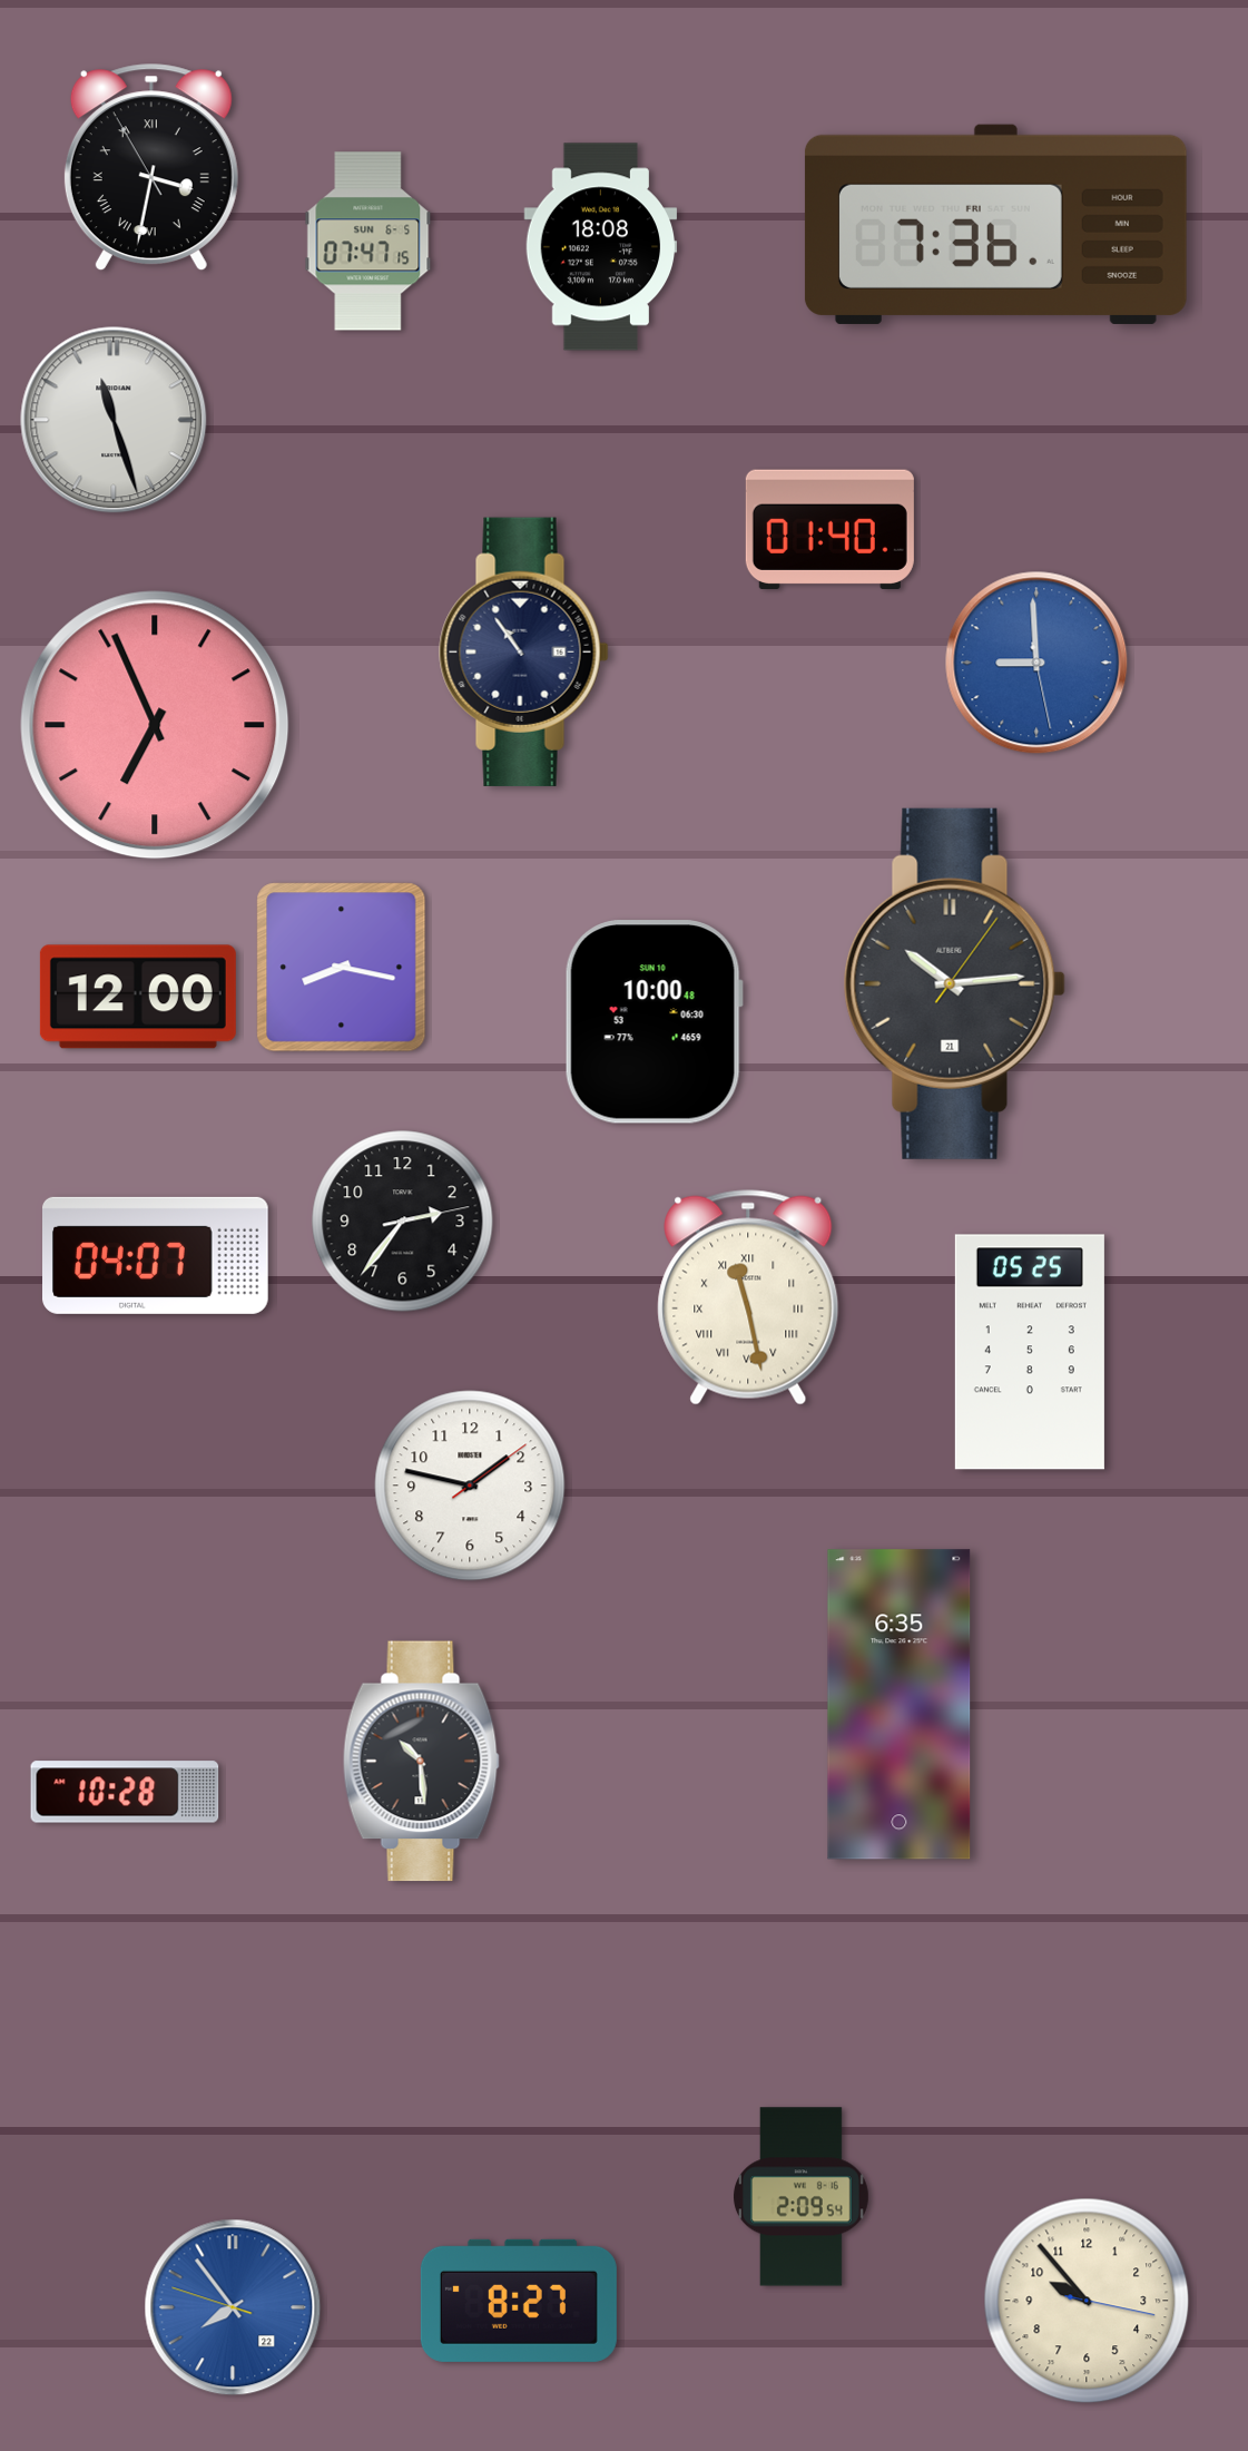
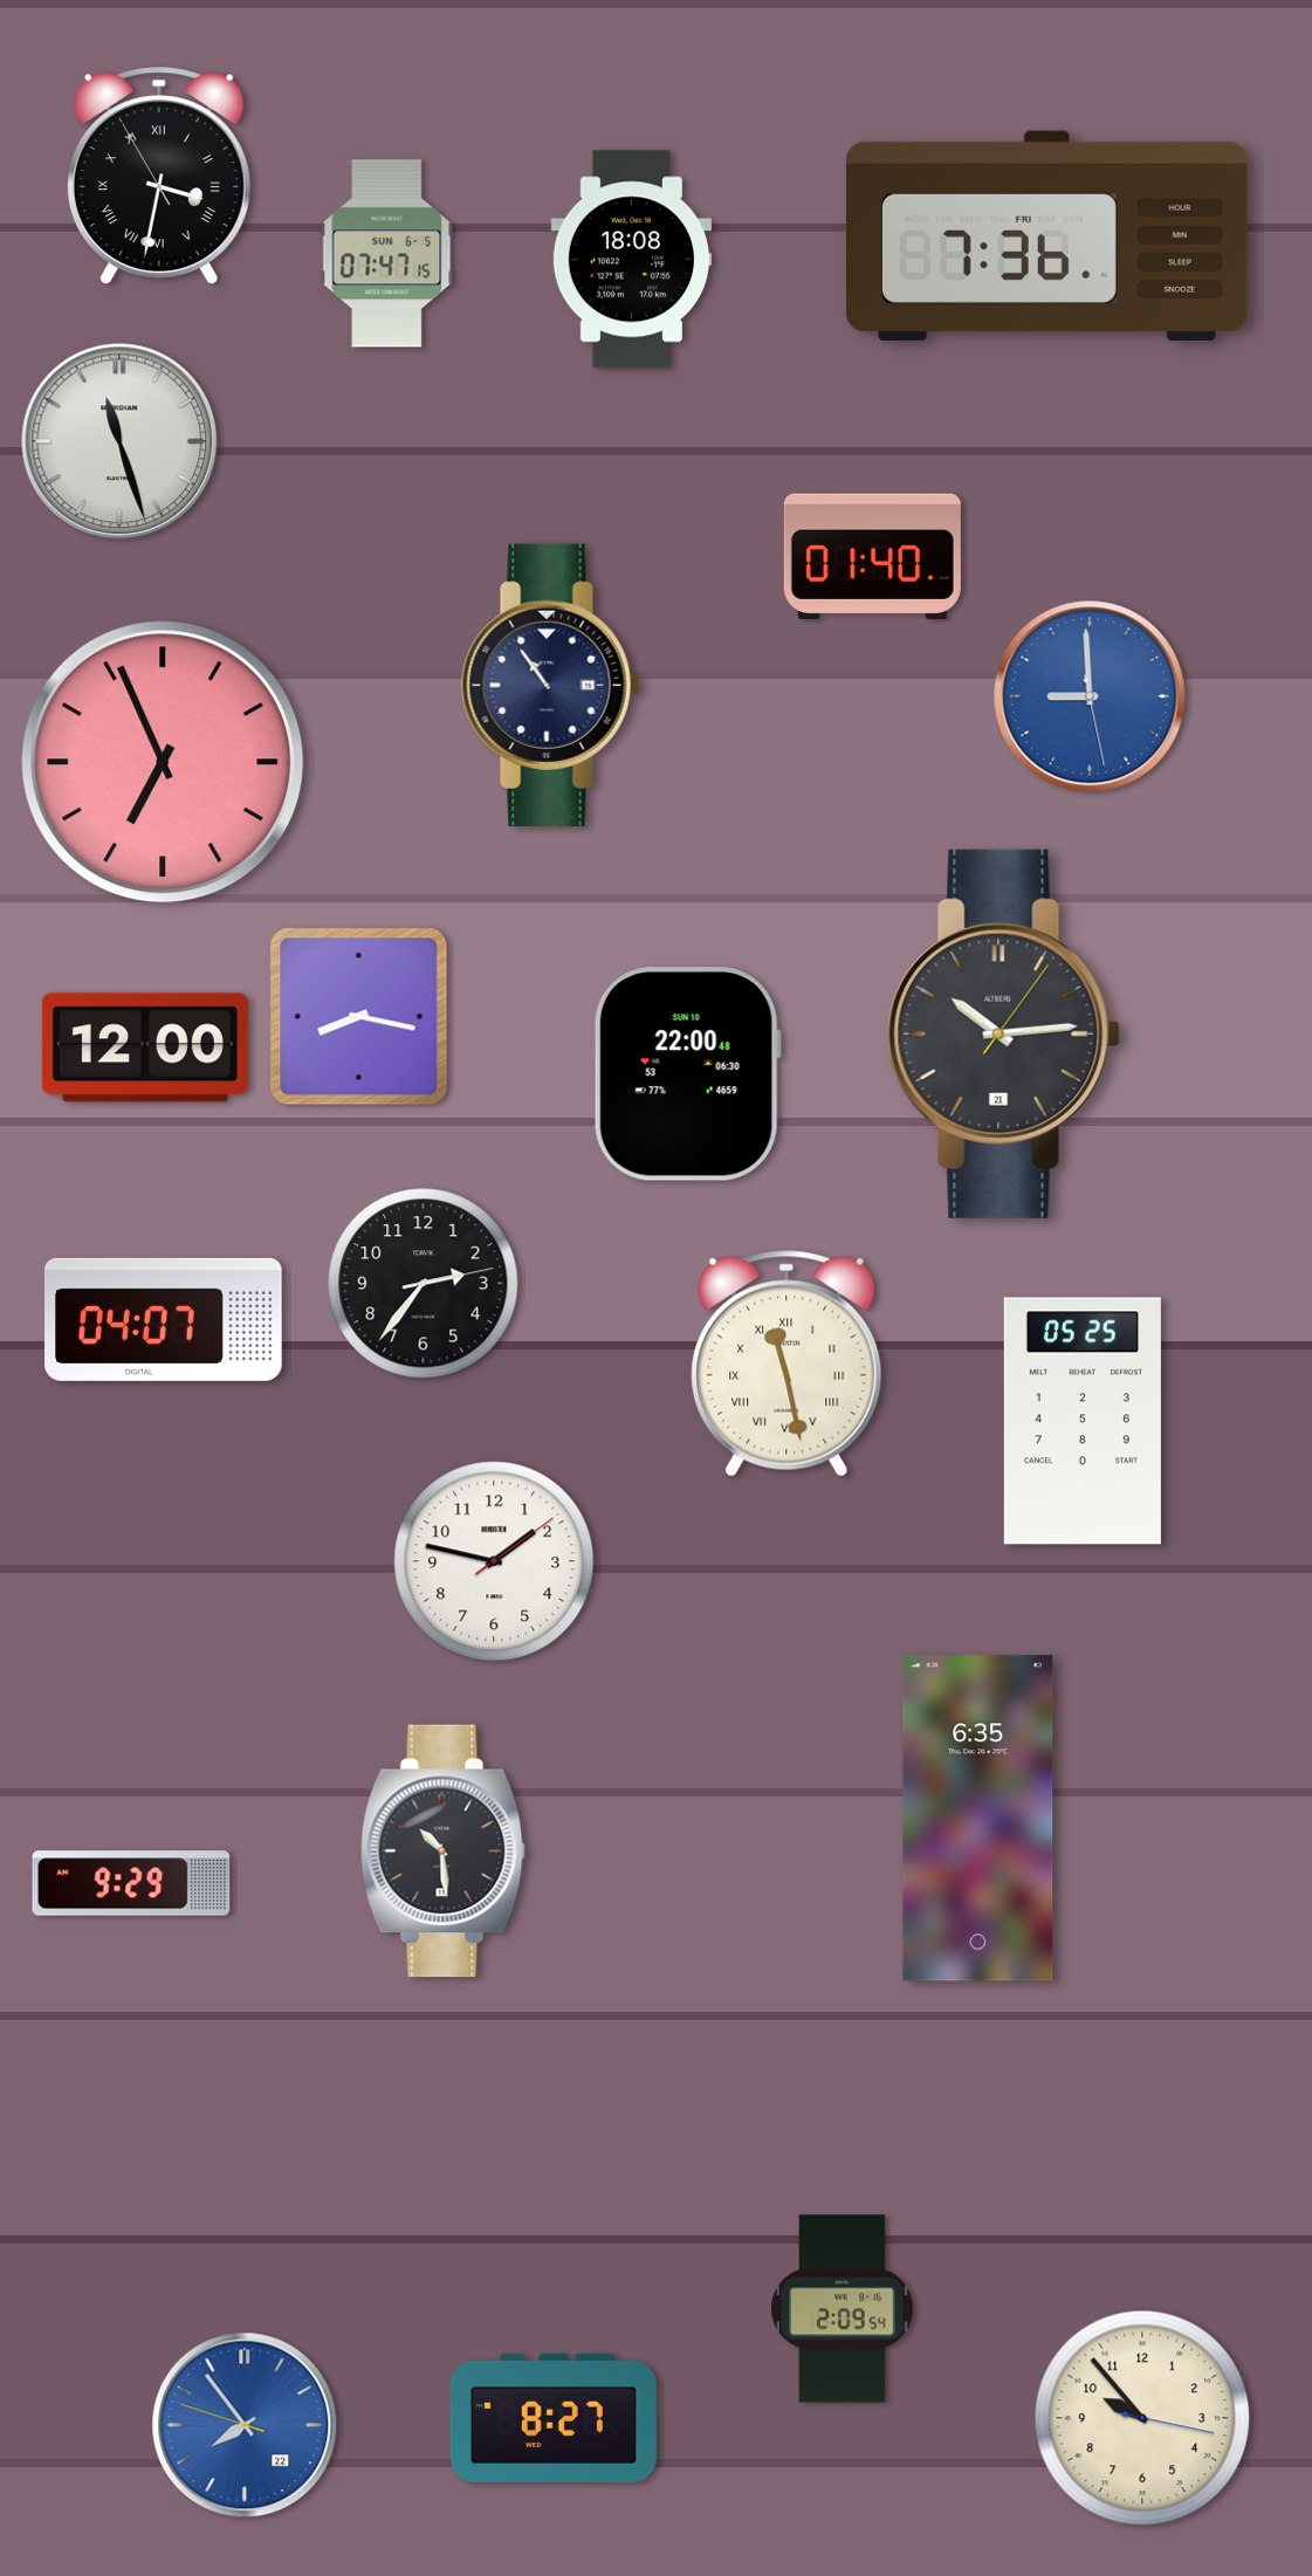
clock at (654, 1022): 10:00 -> 22:00
clock at (900, 1705) position: (900, 1705) -> (978, 1819)
clock at (125, 1792): 10:28 -> 9:29
clock at (519, 2301) position: (519, 2301) -> (554, 2418)
